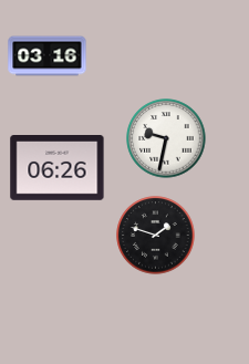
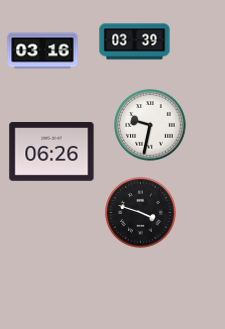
clock at (135, 42): none -> 03:39
clock at (156, 236): 1:48 -> 3:48
